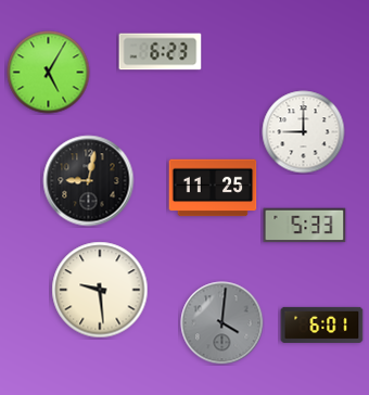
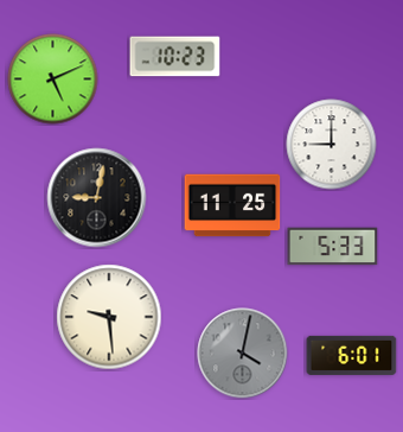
clock at (161, 52): 6:23 -> 10:23
clock at (49, 73): 5:05 -> 5:11
clock at (222, 323): 4:01 -> 4:02
